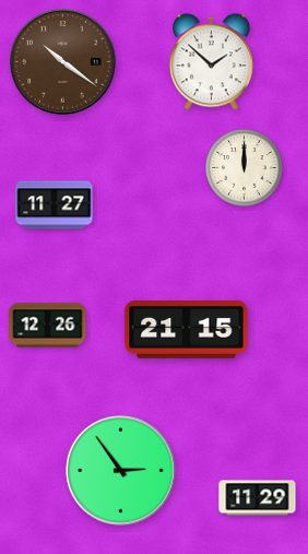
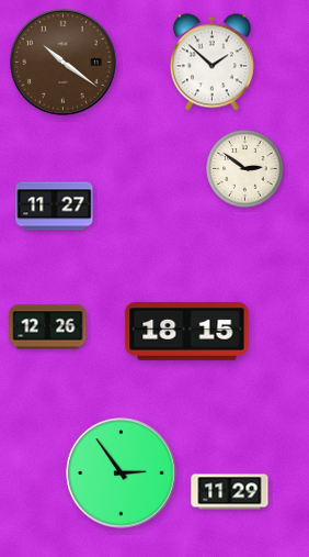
clock at (245, 168): 12:00 -> 2:51
clock at (187, 330): 21:15 -> 18:15
clock at (258, 498) position: (258, 498) -> (230, 492)
